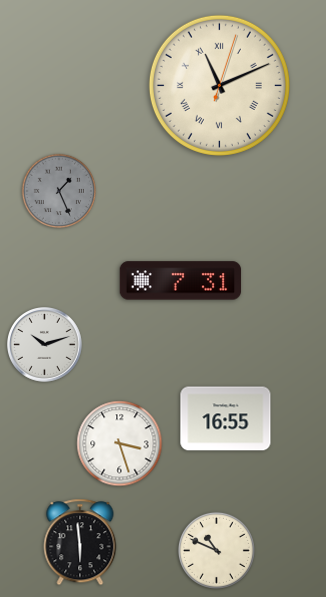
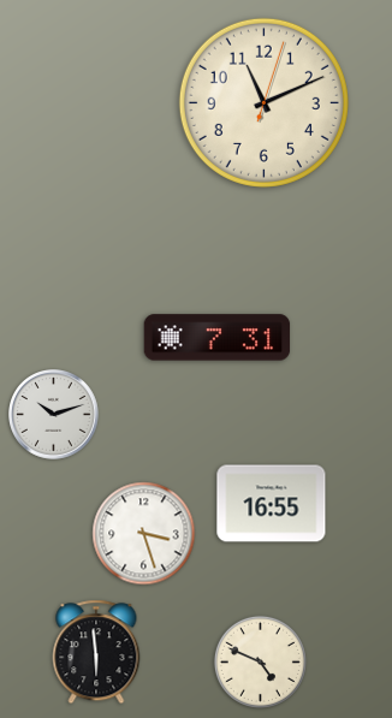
clock at (219, 85) numerals: Roman -> Arabic
clock at (59, 191): 1:26 -> none
clock at (216, 550): 10:49 -> 4:49
